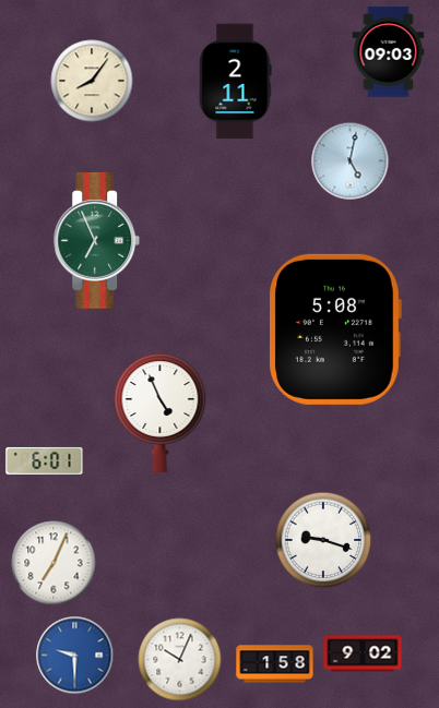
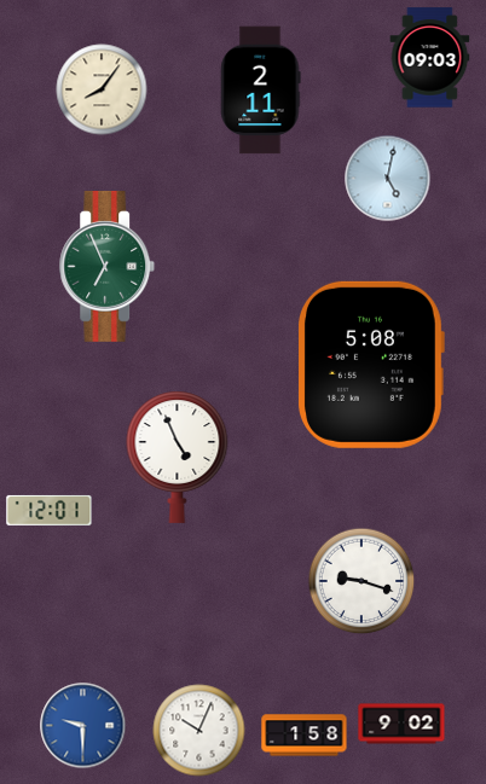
clock at (45, 460): 6:01 -> 12:01
clock at (323, 540) position: (323, 540) -> (361, 581)
clock at (54, 563): 7:04 -> none
